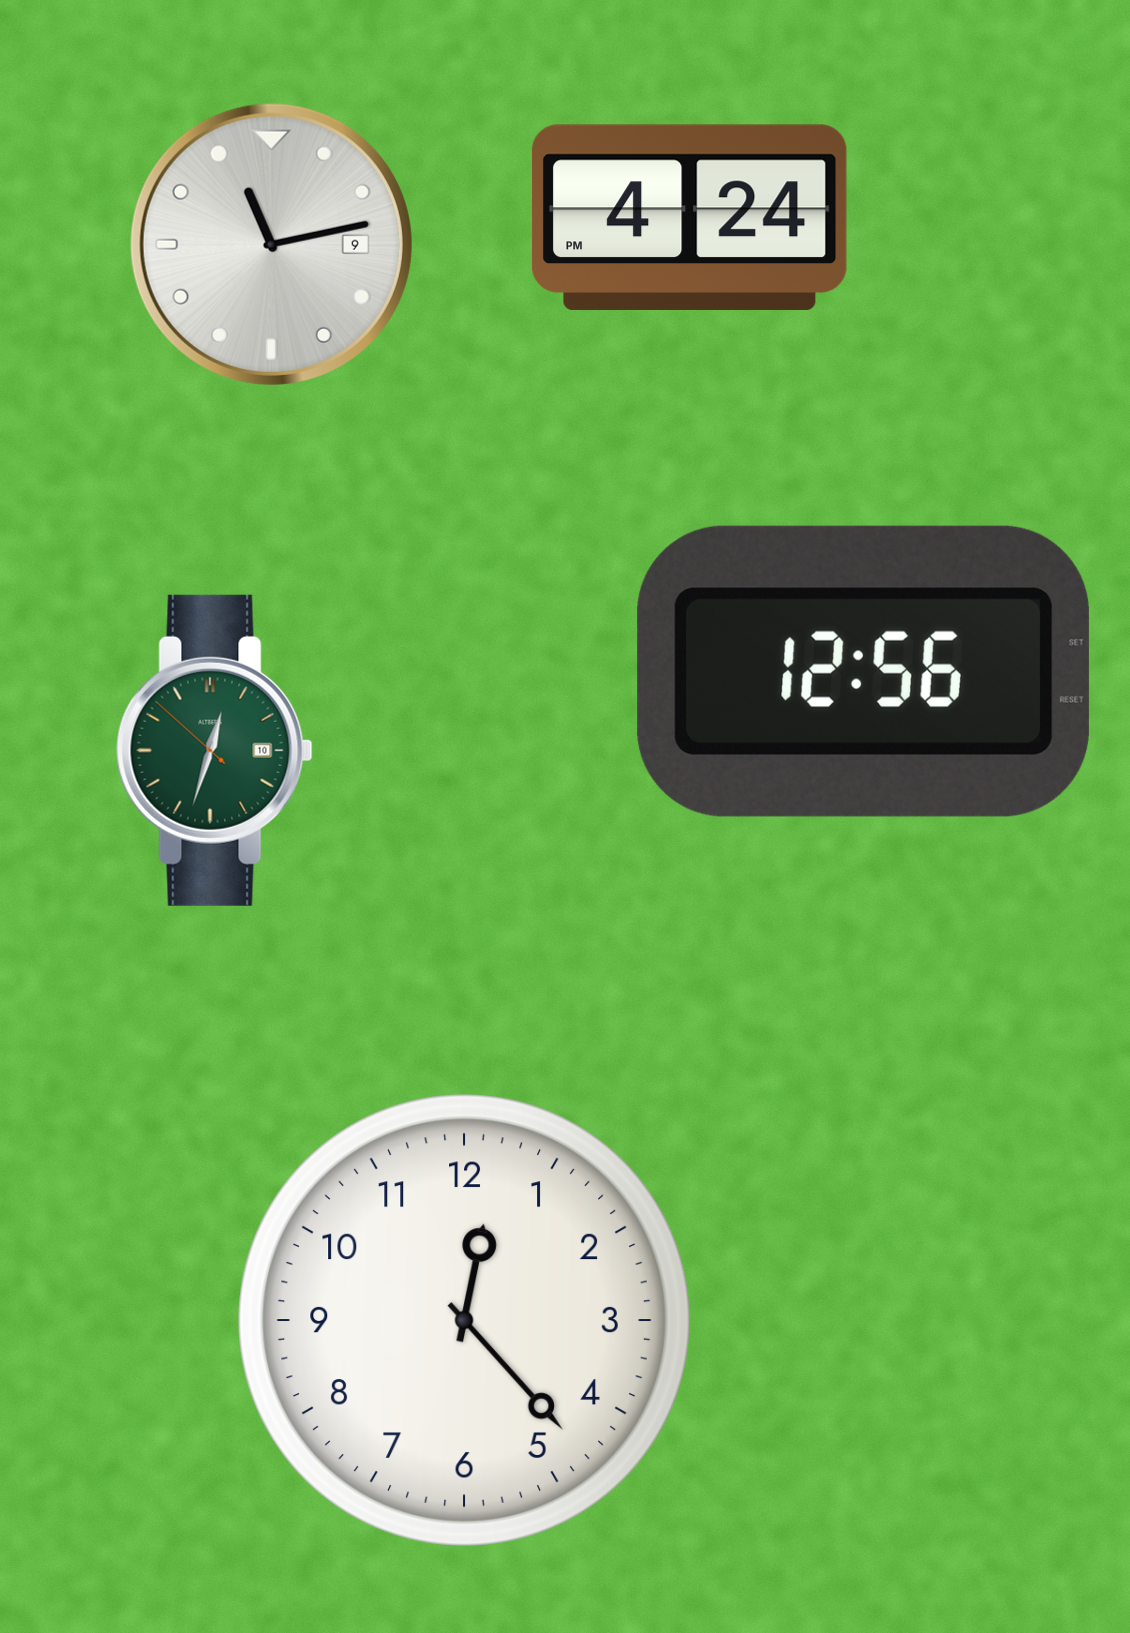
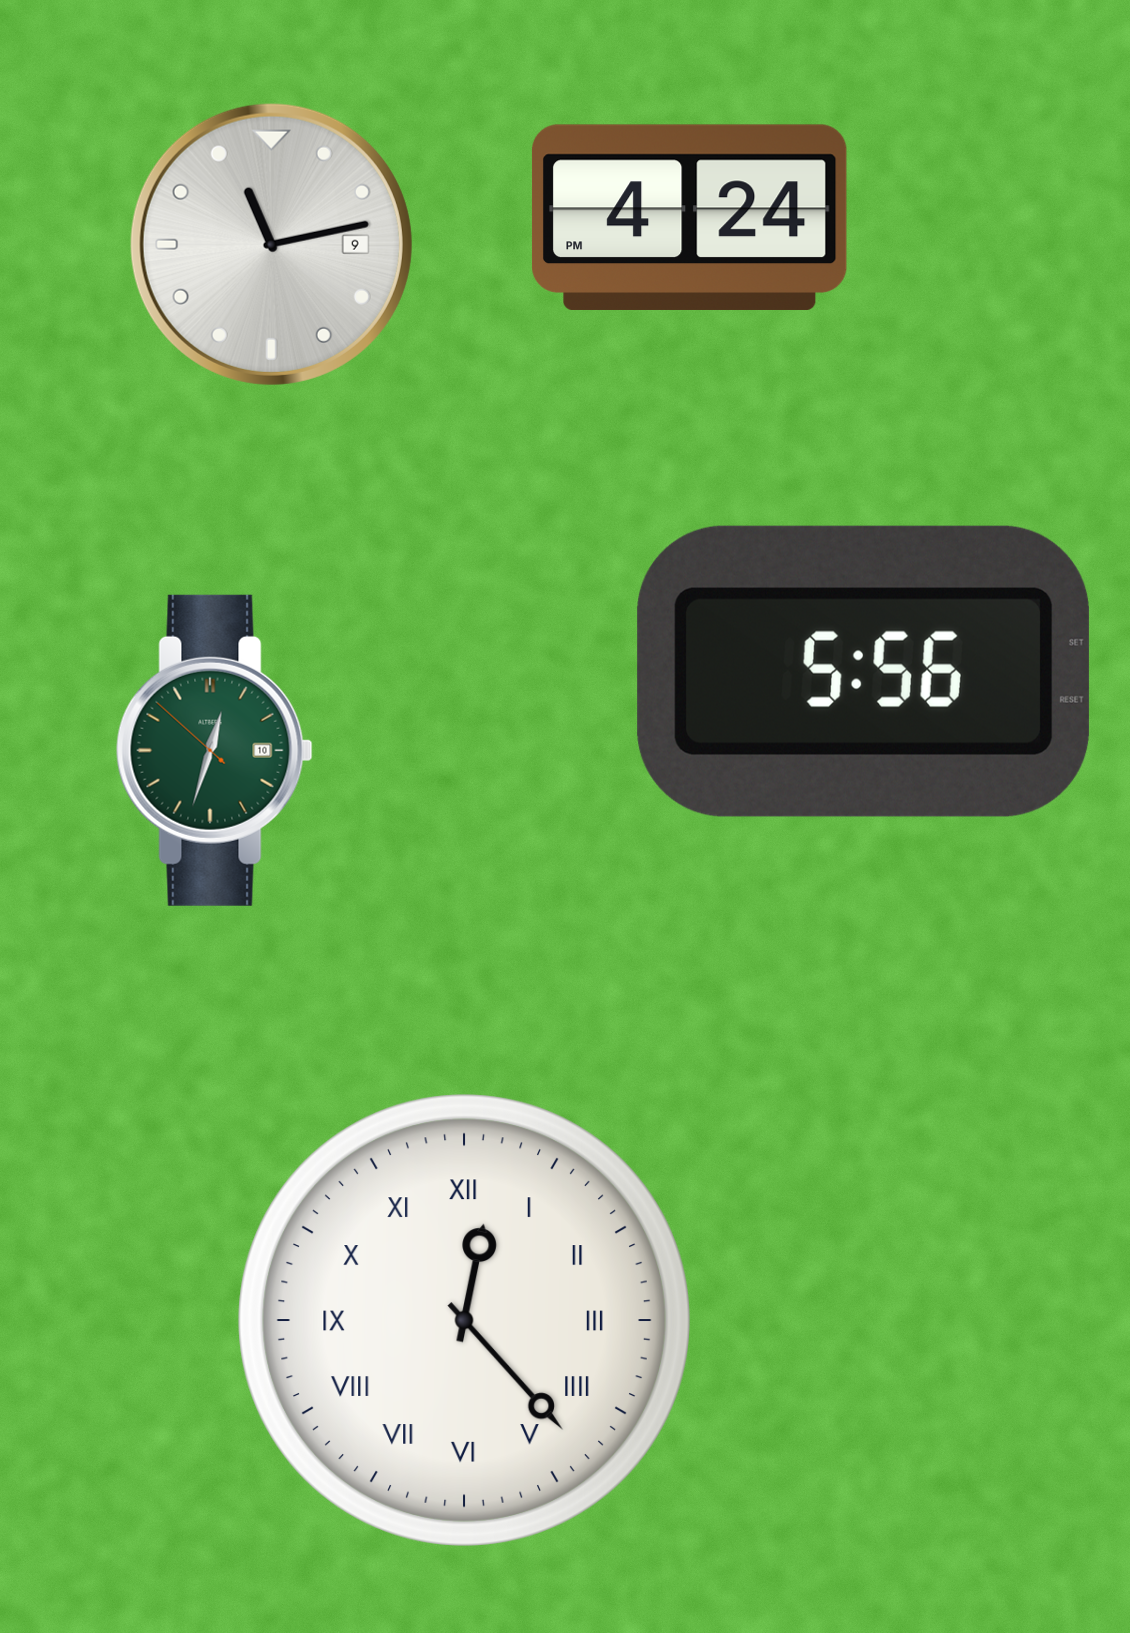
clock at (863, 671): 12:56 -> 5:56
clock at (464, 1320) numerals: Arabic -> Roman
